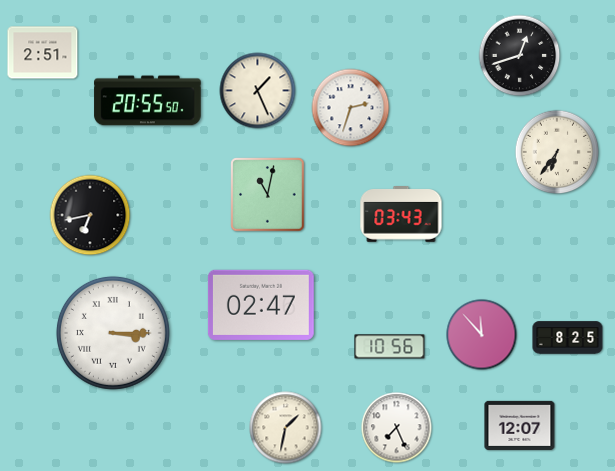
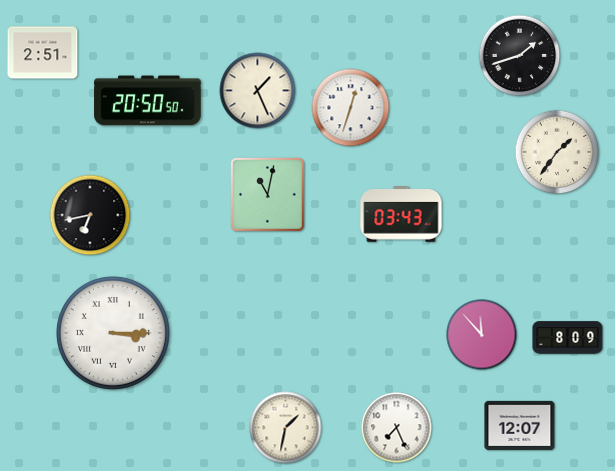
clock at (520, 56): 12:42 -> 1:42
clock at (148, 101): 20:55 -> 20:50
clock at (351, 108): 2:33 -> 12:33
clock at (557, 152): 6:36 -> 1:36
clock at (261, 305): 02:47 -> none
clock at (568, 338): 8:25 -> 8:09
clock at (390, 347): 10:56 -> none
